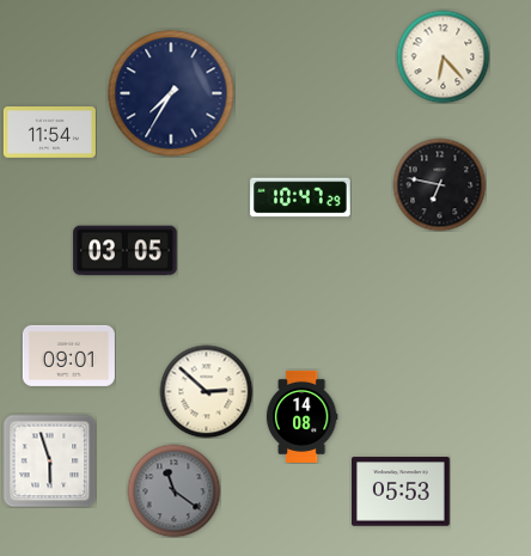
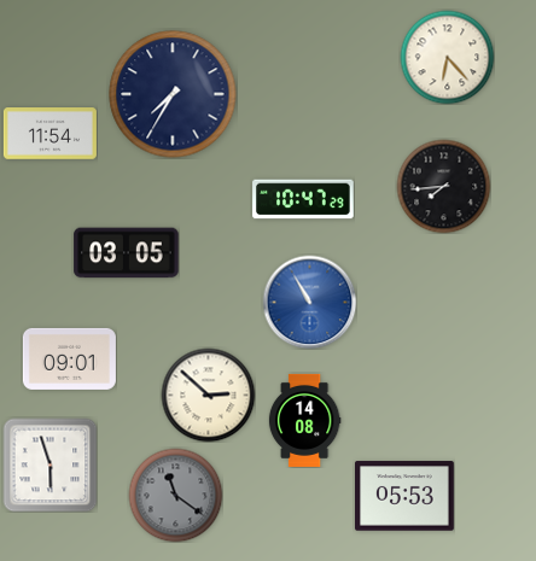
clock at (439, 184): 6:47 -> 7:44
clock at (309, 302): none -> 10:55
